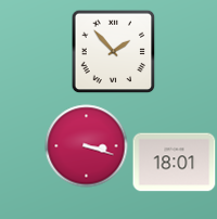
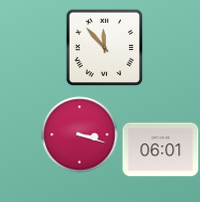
clock at (113, 51): 1:53 -> 11:53
clock at (175, 163): 18:01 -> 06:01
